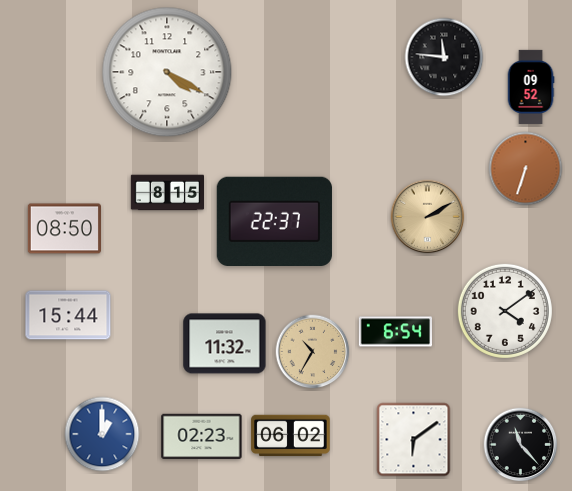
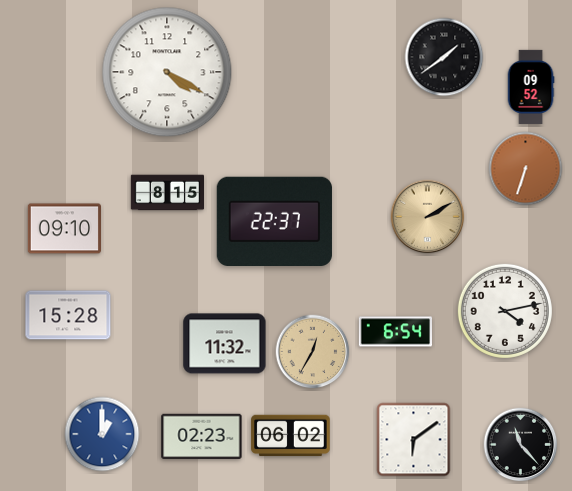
clock at (444, 57): 11:46 -> 1:39
clock at (64, 229): 08:50 -> 09:10
clock at (505, 311): 4:09 -> 4:13
clock at (68, 315): 15:44 -> 15:28
clock at (313, 352): 10:35 -> 12:35
